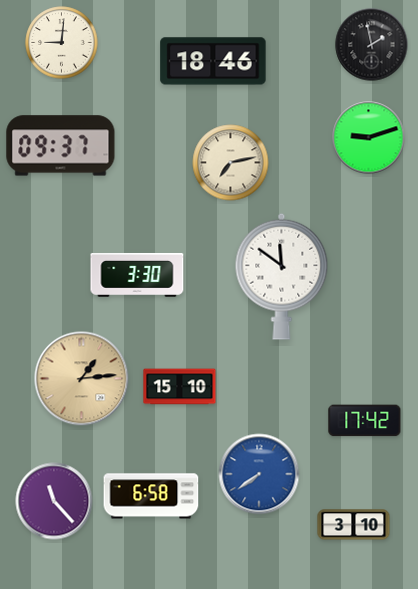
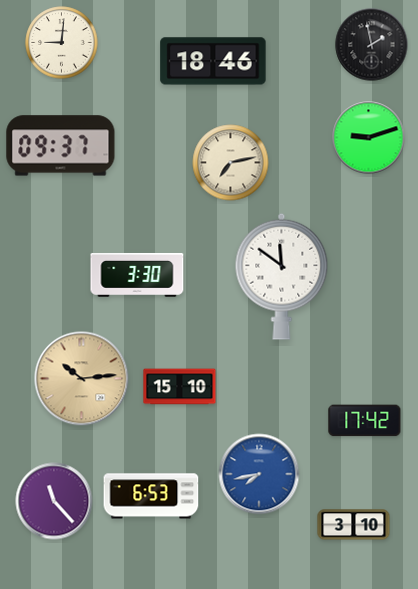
clock at (82, 379): 1:14 -> 10:14
clock at (259, 474): 7:39 -> 7:43
clock at (151, 496): 6:58 -> 6:53
